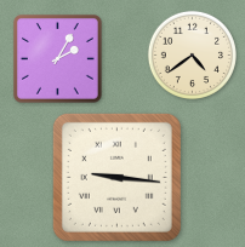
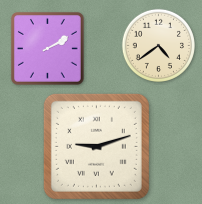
clock at (57, 58): 2:05 -> 2:10
clock at (116, 177): 9:16 -> 9:12
